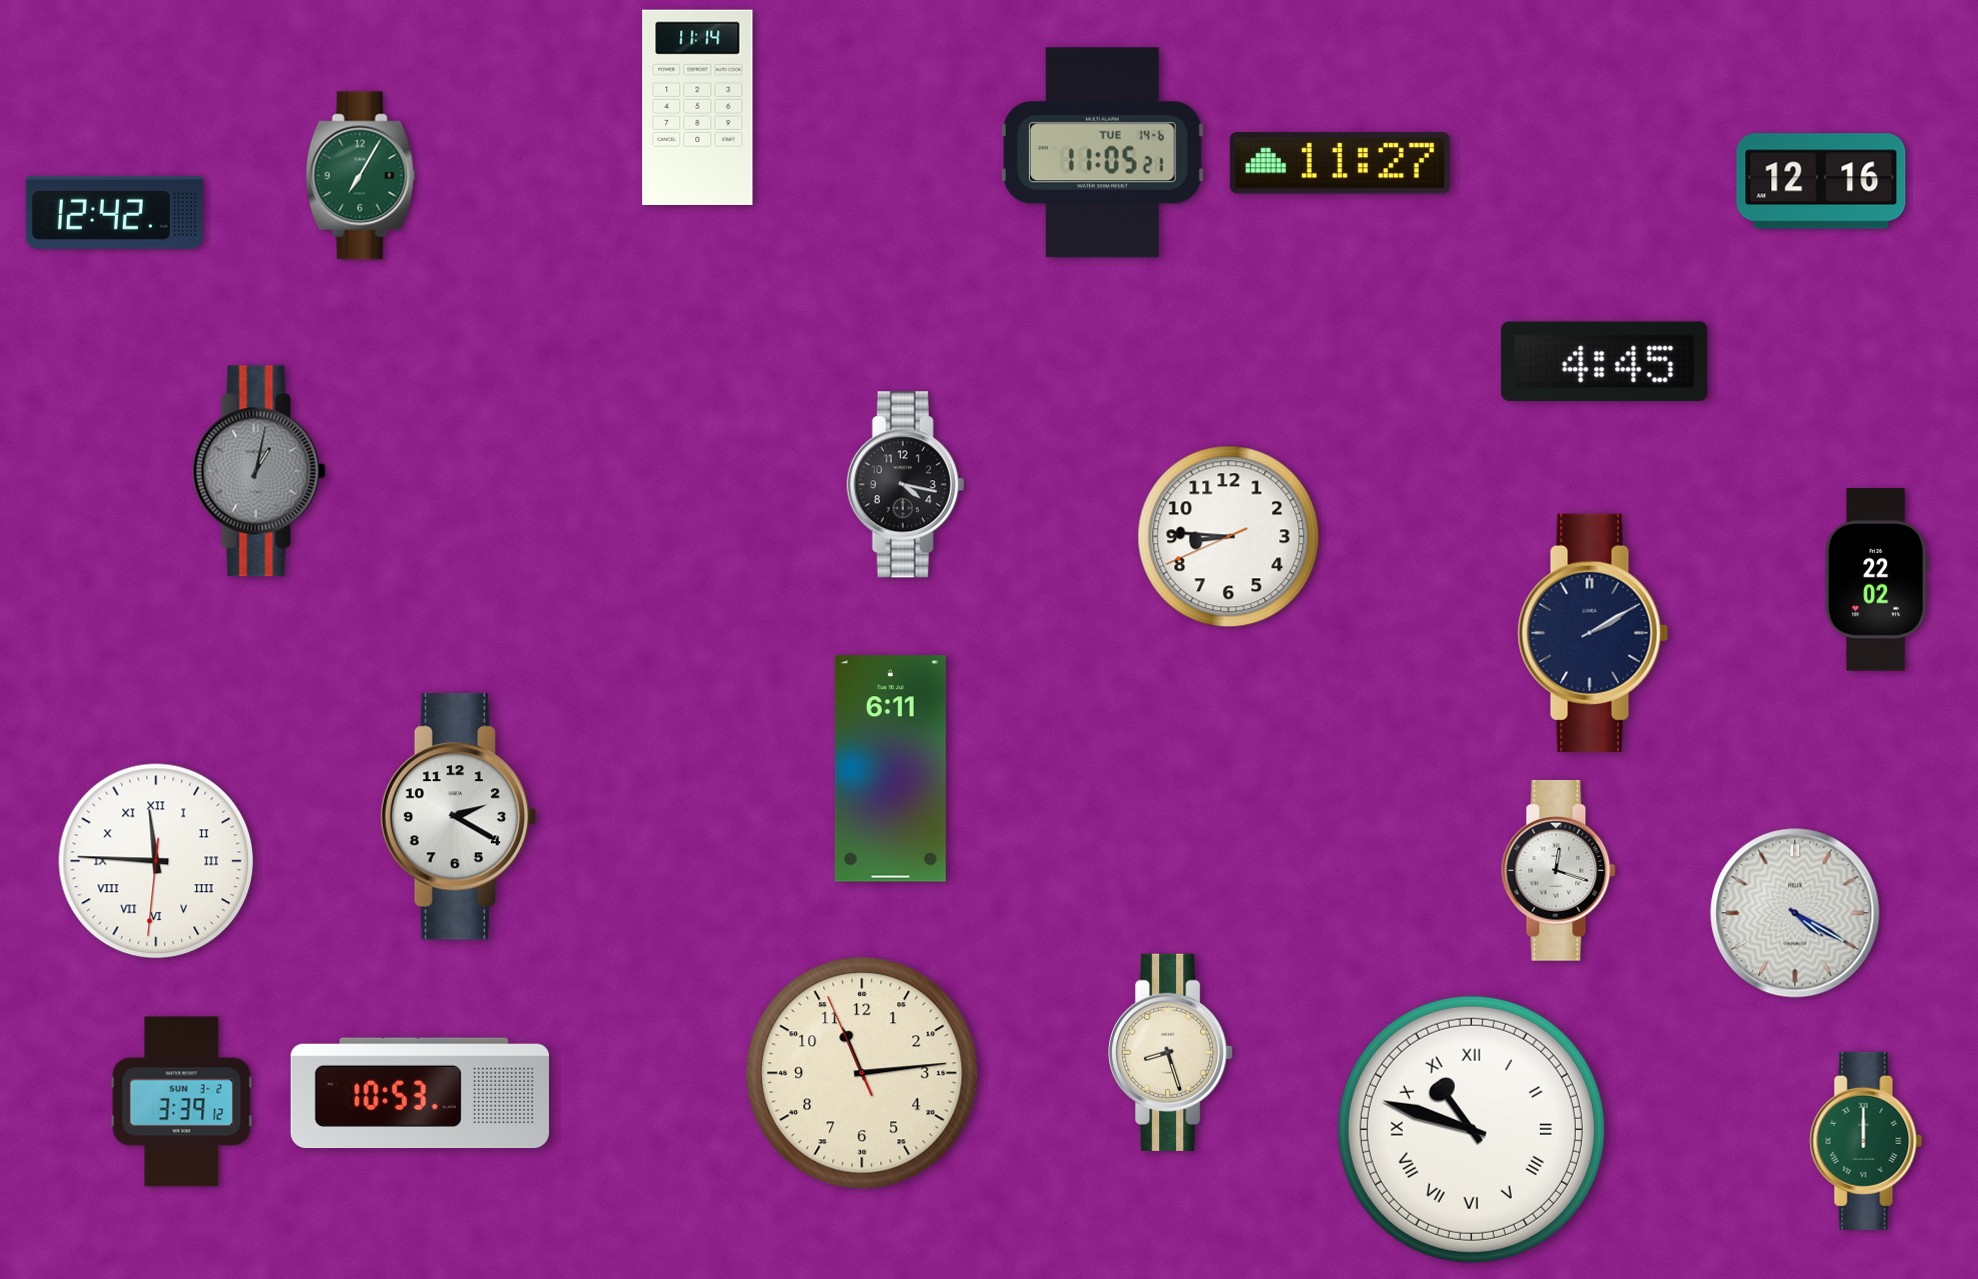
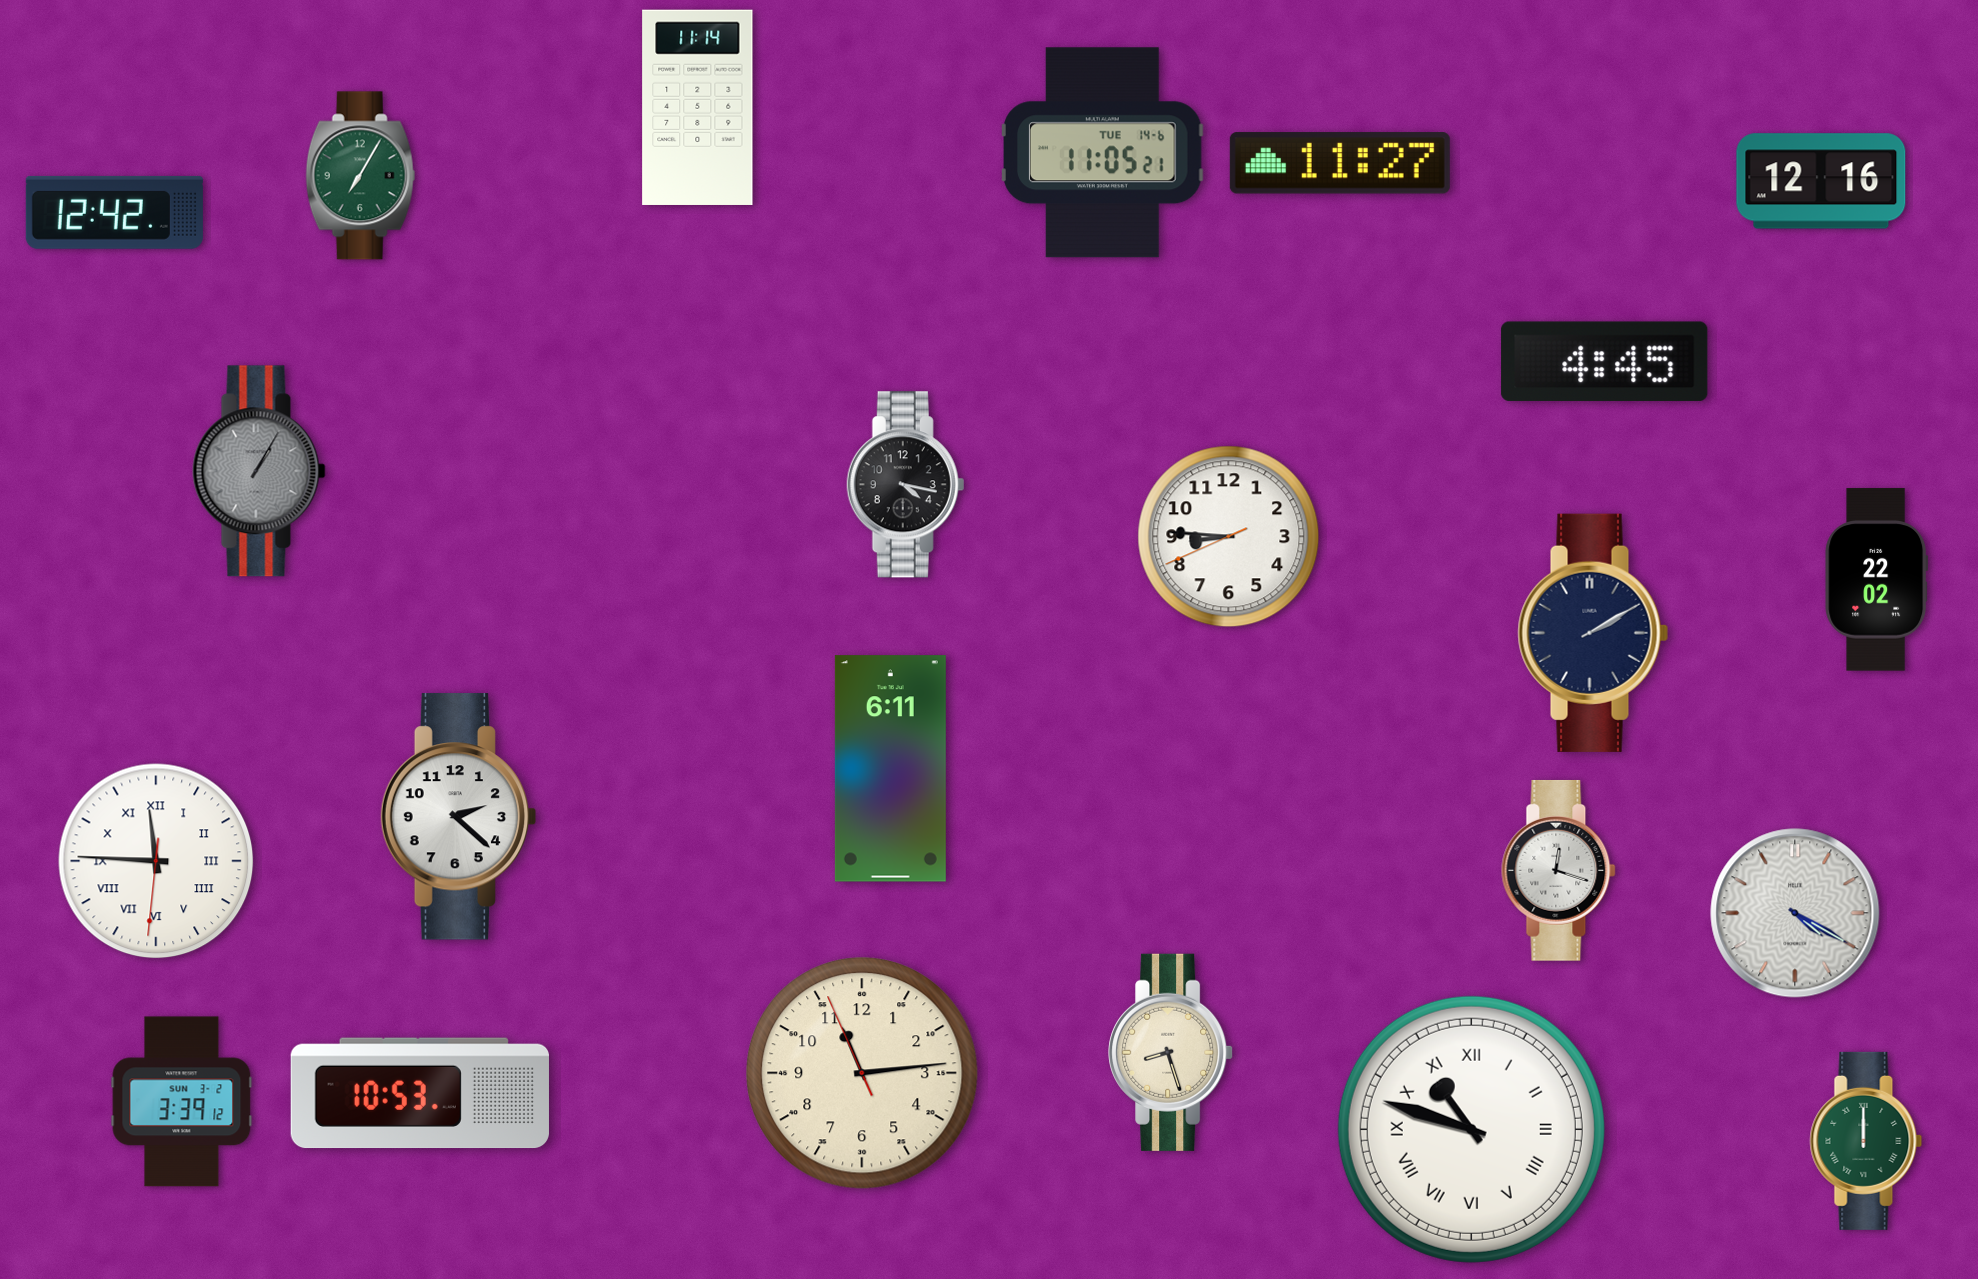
clock at (259, 471): 1:02 -> 1:05
clock at (459, 817): 2:20 -> 2:22
